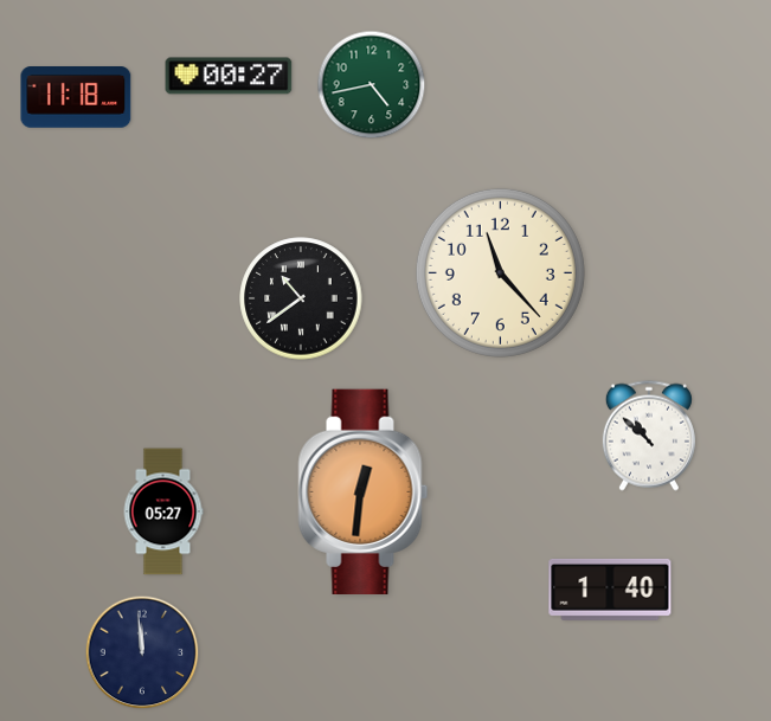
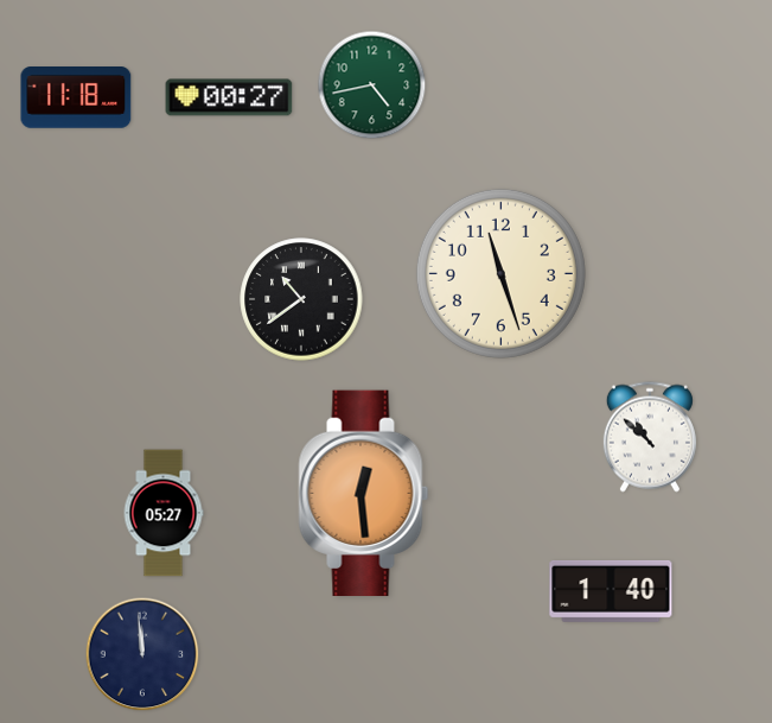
clock at (229, 76) position: (229, 76) -> (229, 97)
clock at (500, 272): 11:23 -> 11:27
clock at (364, 491): 12:31 -> 12:29
